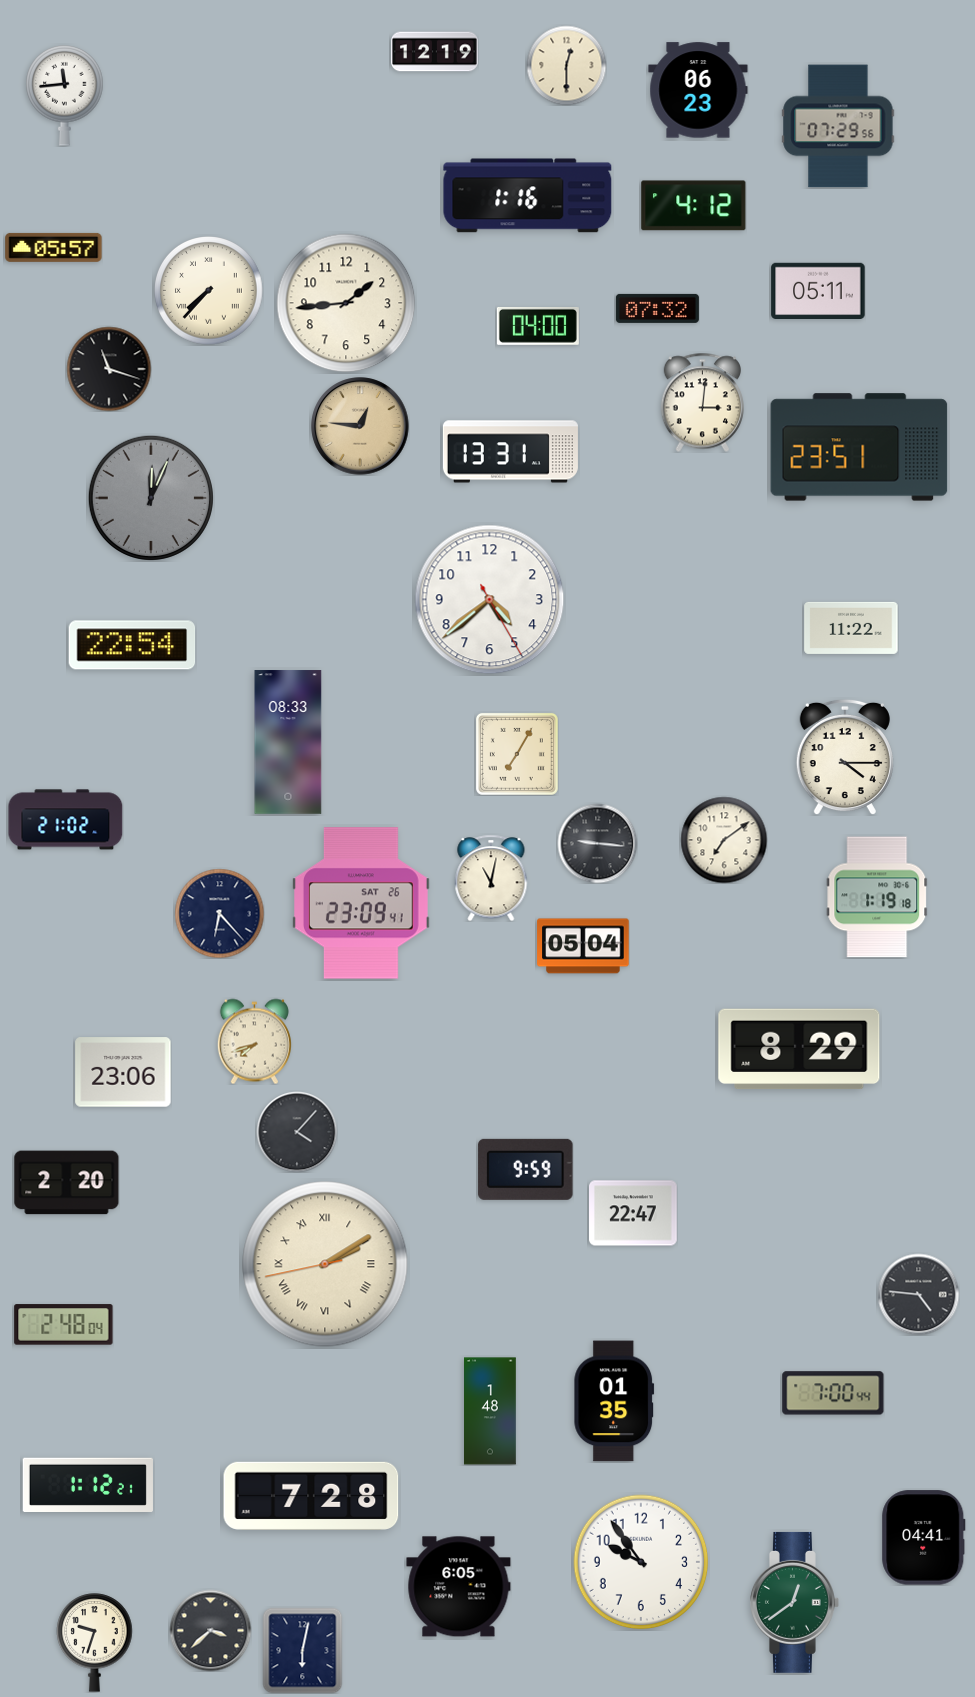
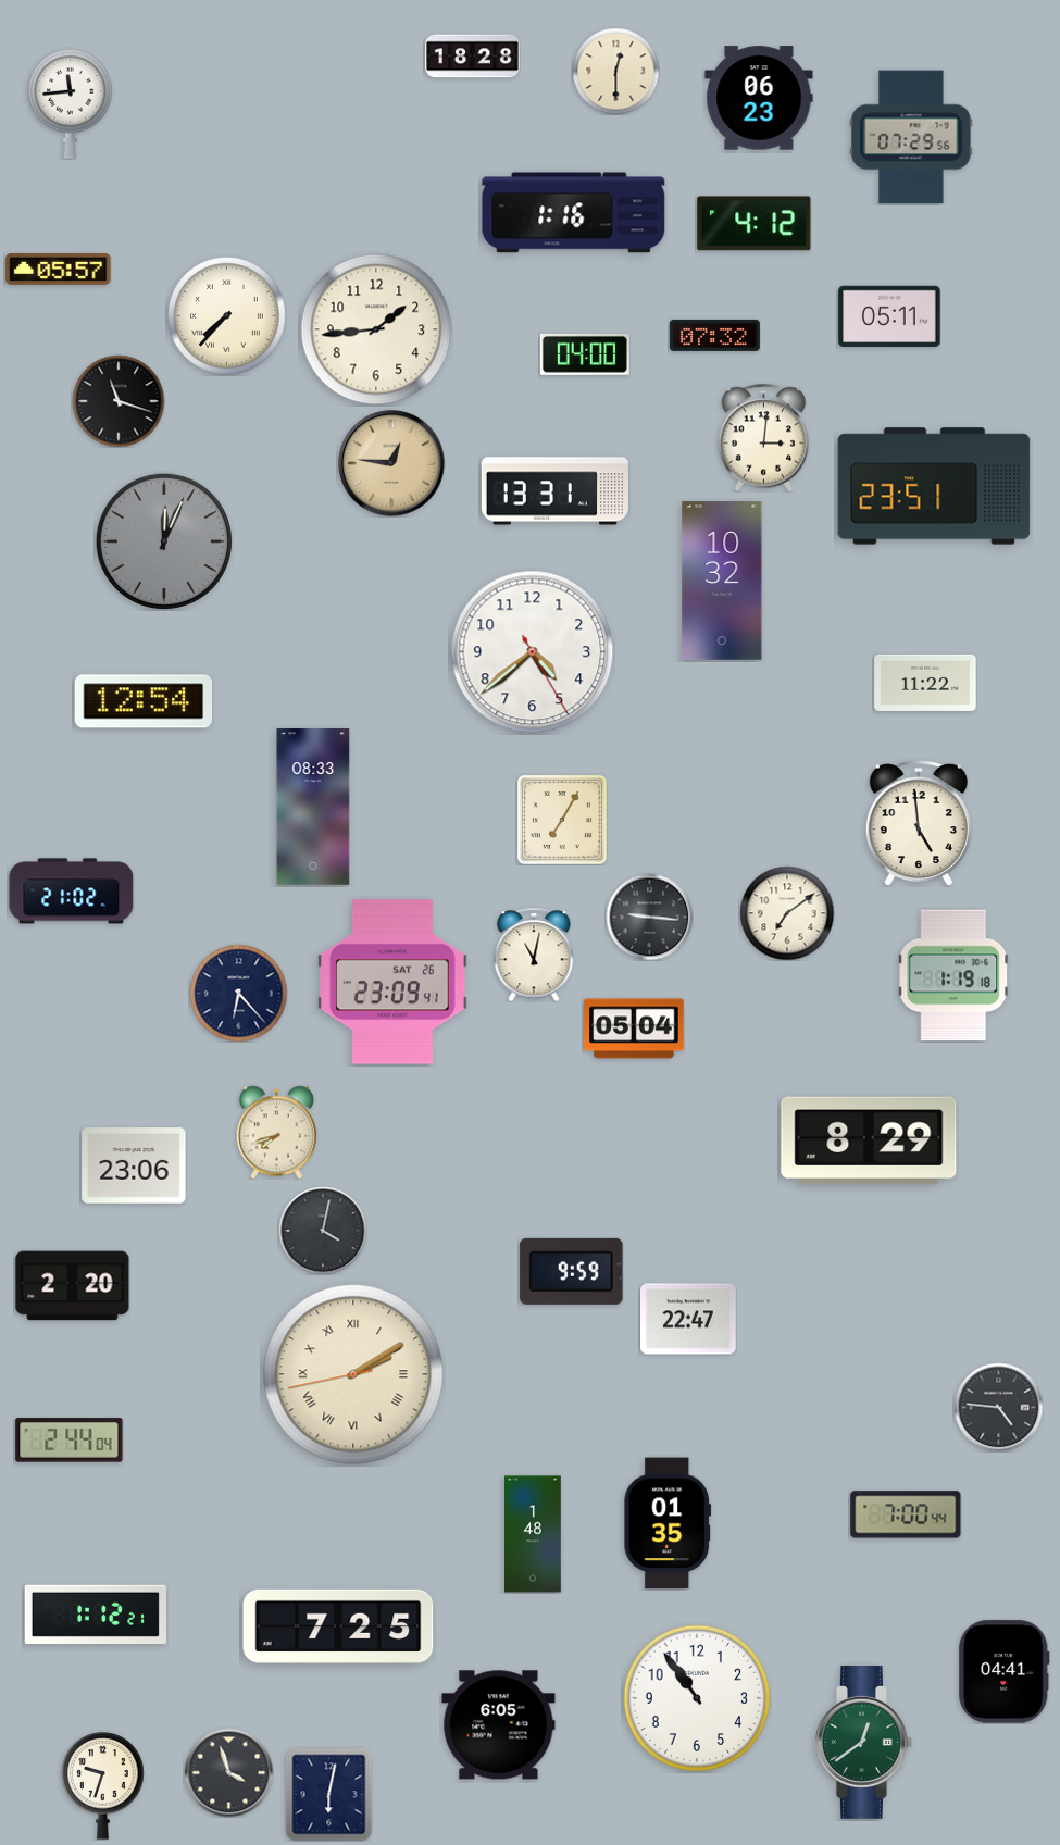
clock at (435, 52): 12:19 -> 18:28
clock at (722, 581): none -> 10:32
clock at (132, 645): 22:54 -> 12:54
clock at (845, 757): 4:15 -> 4:59
clock at (297, 1132): 4:07 -> 4:02
clock at (64, 1325): 2:48 -> 2:44
clock at (311, 1496): 7:28 -> 7:25
clock at (641, 1562): 9:54 -> 10:54
clock at (210, 1630): 3:38 -> 3:57
